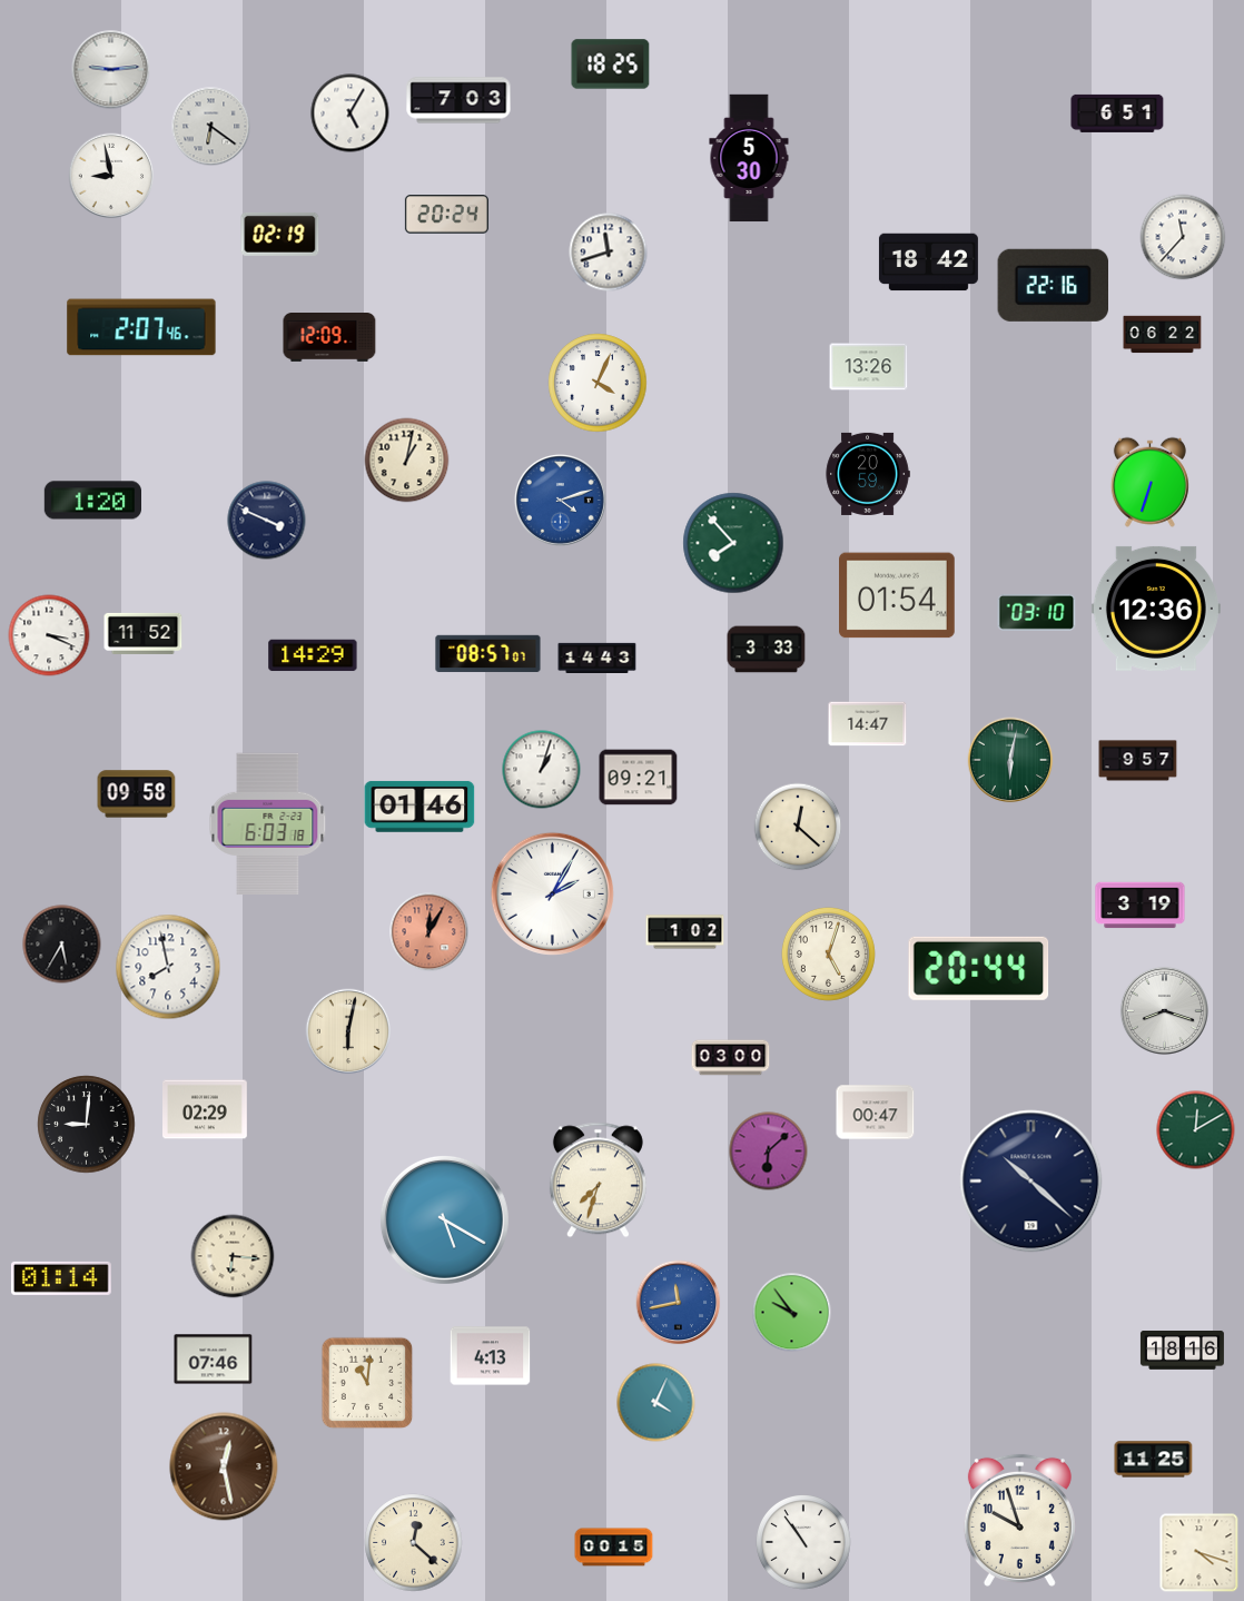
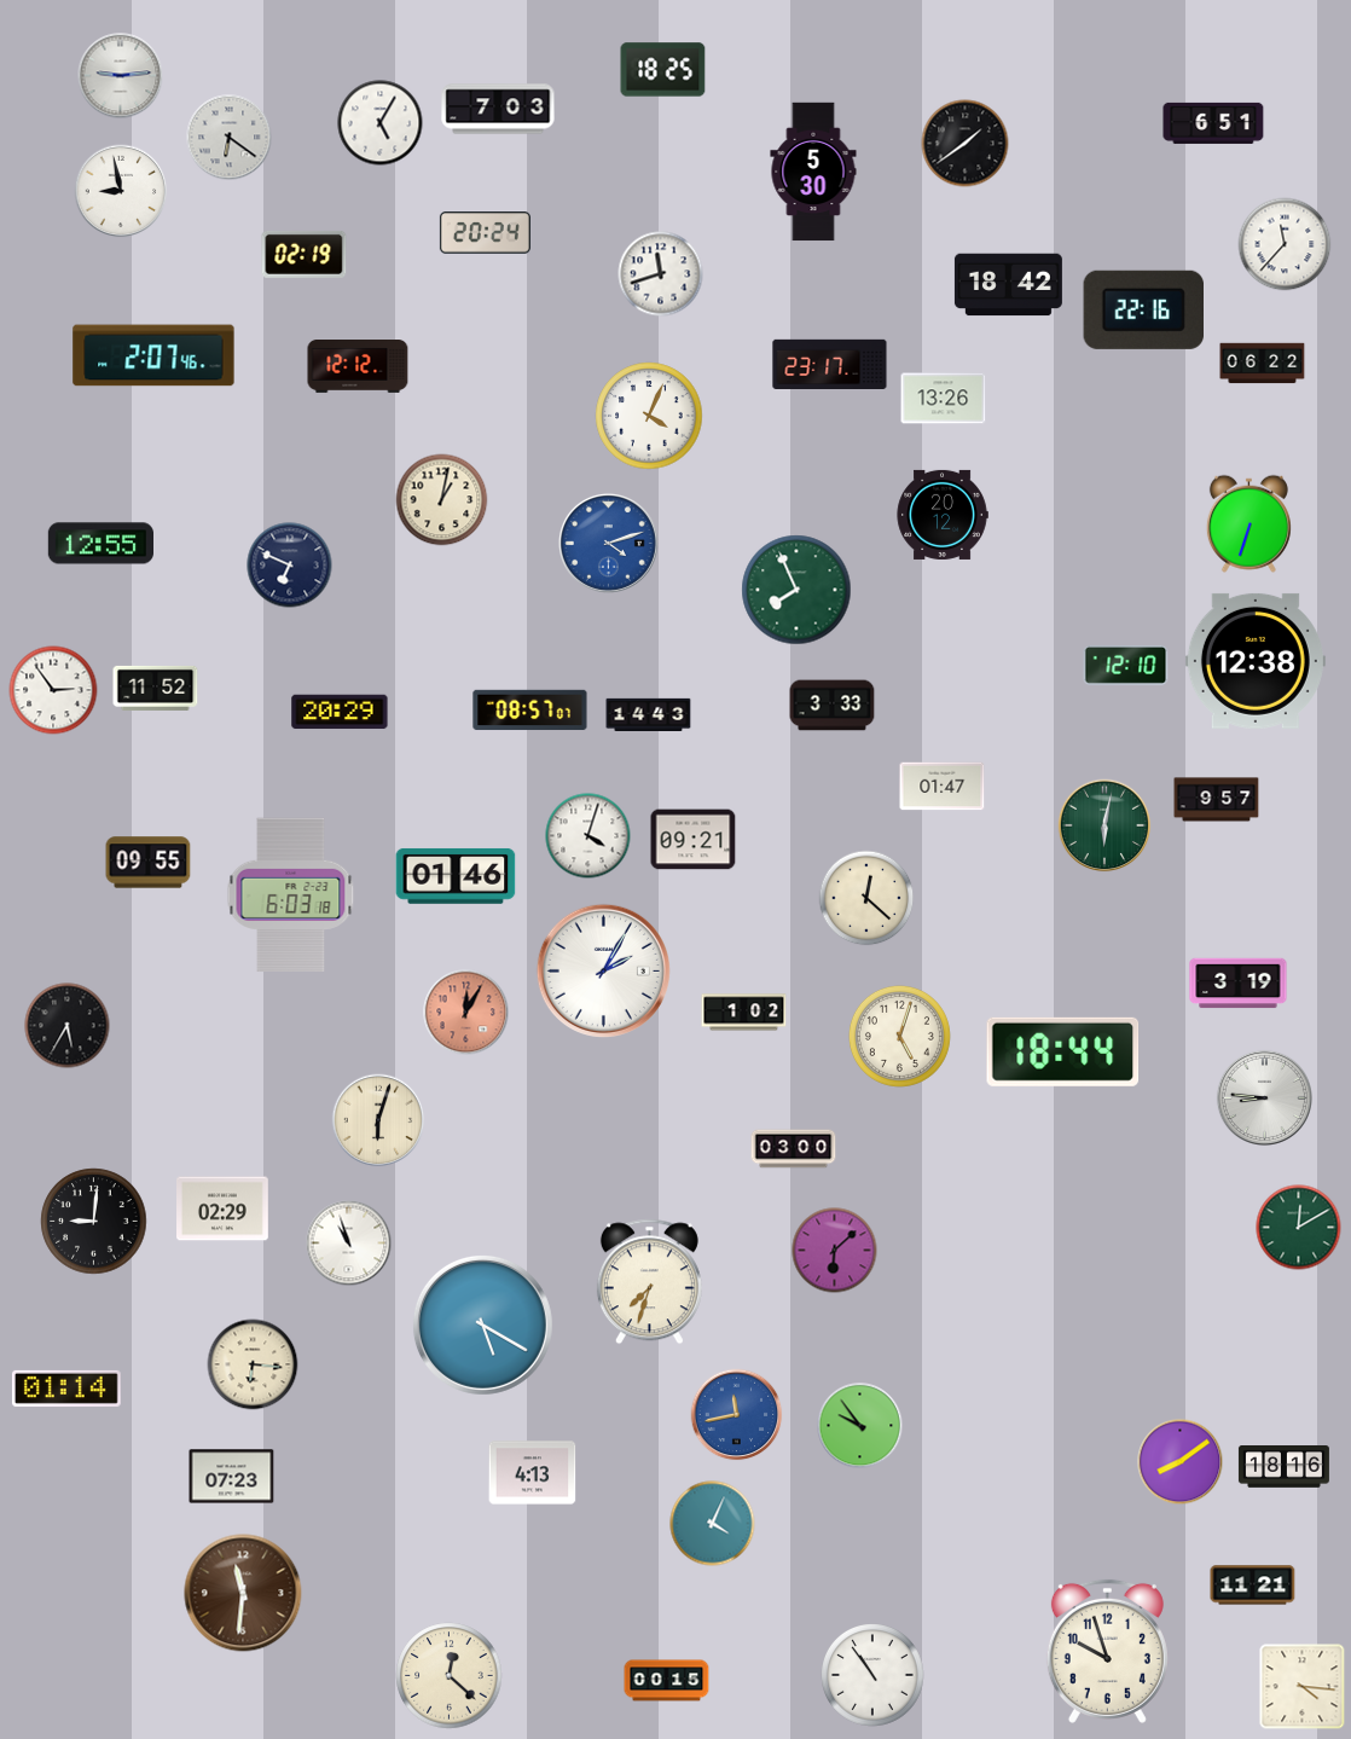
clock at (966, 144): none -> 1:39
clock at (1183, 237) position: (1183, 237) -> (1285, 244)
clock at (830, 364): none -> 23:17
clock at (329, 338): 12:09 -> 12:12
clock at (868, 474): 20:59 -> 20:12
clock at (92, 501): 1:20 -> 12:55
clock at (267, 521): 3:49 -> 6:49
clock at (733, 543): 7:53 -> 7:56
clock at (898, 595): 01:54 -> none
clock at (1156, 609): 12:36 -> 12:38
clock at (1037, 612): 03:10 -> 12:10
clock at (49, 635): 3:19 -> 2:54
clock at (313, 655): 14:29 -> 20:29
clock at (868, 724): 14:47 -> 01:47
clock at (1010, 760) position: (1010, 760) -> (1104, 825)
clock at (1138, 761) position: (1138, 761) -> (1217, 800)
clock at (542, 770): 1:03 -> 4:03
clock at (639, 778) position: (639, 778) -> (694, 840)
clock at (137, 794): 09:58 -> 09:55
clock at (552, 893) position: (552, 893) -> (603, 970)
clock at (168, 967): 7:58 -> none
clock at (979, 968): 20:44 -> 18:44
clock at (1164, 1010): 8:18 -> 8:46
clock at (348, 1031): 6:02 -> 6:03
clock at (206, 1109) position: (206, 1109) -> (224, 1208)
clock at (876, 1113): 00:47 -> none
clock at (349, 1244): none -> 10:57
clock at (1031, 1182): 10:22 -> none
clock at (1181, 1462): none -> 8:09
clock at (214, 1360): 07:46 -> 07:23
clock at (367, 1383): 11:01 -> none
clock at (1154, 1460): 11:25 -> 11:21
clock at (224, 1466): 12:28 -> 11:31
clock at (1199, 1553): 4:18 -> 4:16
